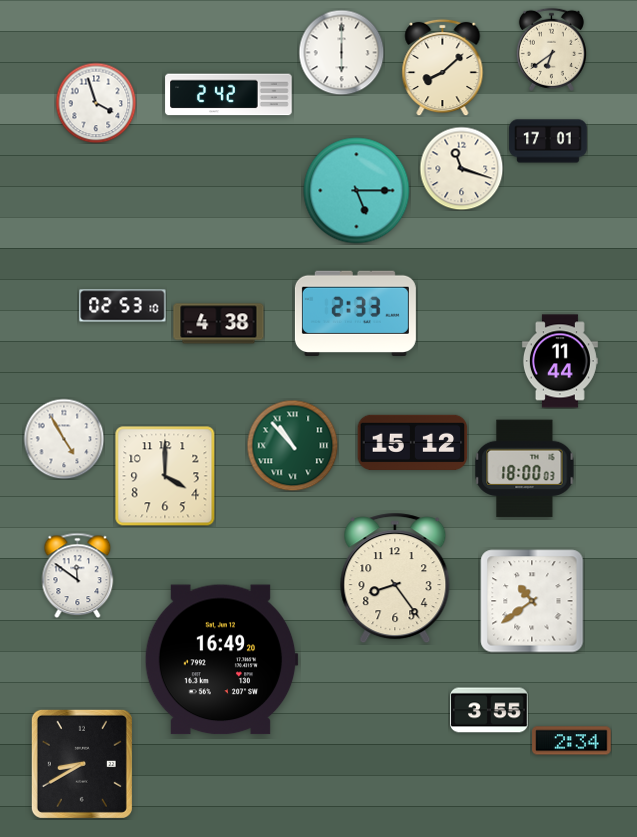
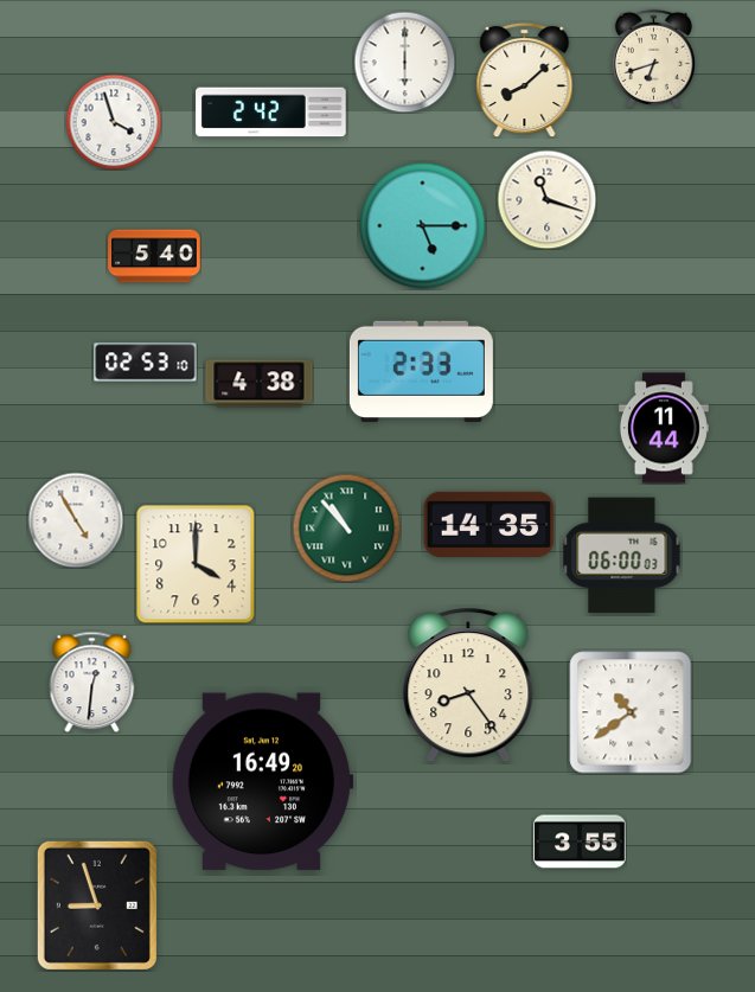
clock at (551, 49): 6:39 -> 6:42
clock at (548, 141): 17:01 -> none
clock at (154, 256): none -> 5:40
clock at (413, 442): 15:12 -> 14:35
clock at (525, 469): 18:00 -> 06:00
clock at (78, 575): 11:51 -> 12:31
clock at (572, 741): 2:34 -> none
clock at (82, 764): 8:40 -> 8:57
